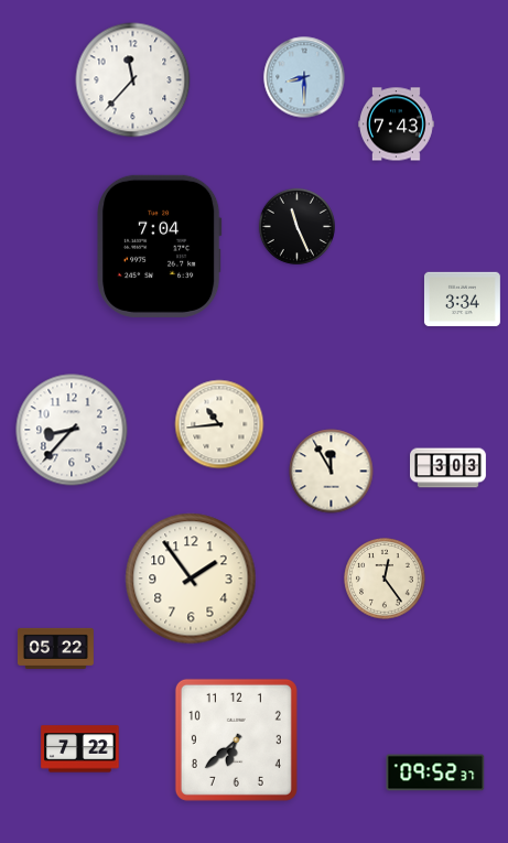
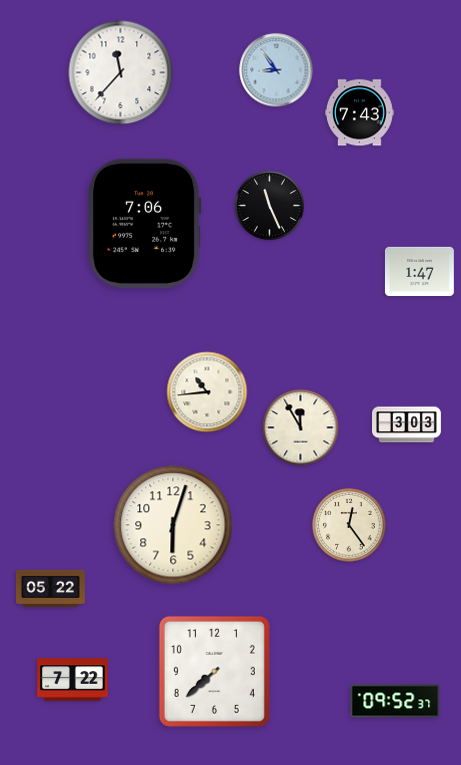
clock at (304, 77): 8:30 -> 8:54
clock at (160, 246): 7:04 -> 7:06
clock at (462, 300): 3:34 -> 1:47
clock at (219, 424) position: (219, 424) -> (207, 392)
clock at (72, 430): 8:37 -> none
clock at (191, 579): 1:54 -> 6:03
clock at (236, 739): 6:38 -> 7:38
